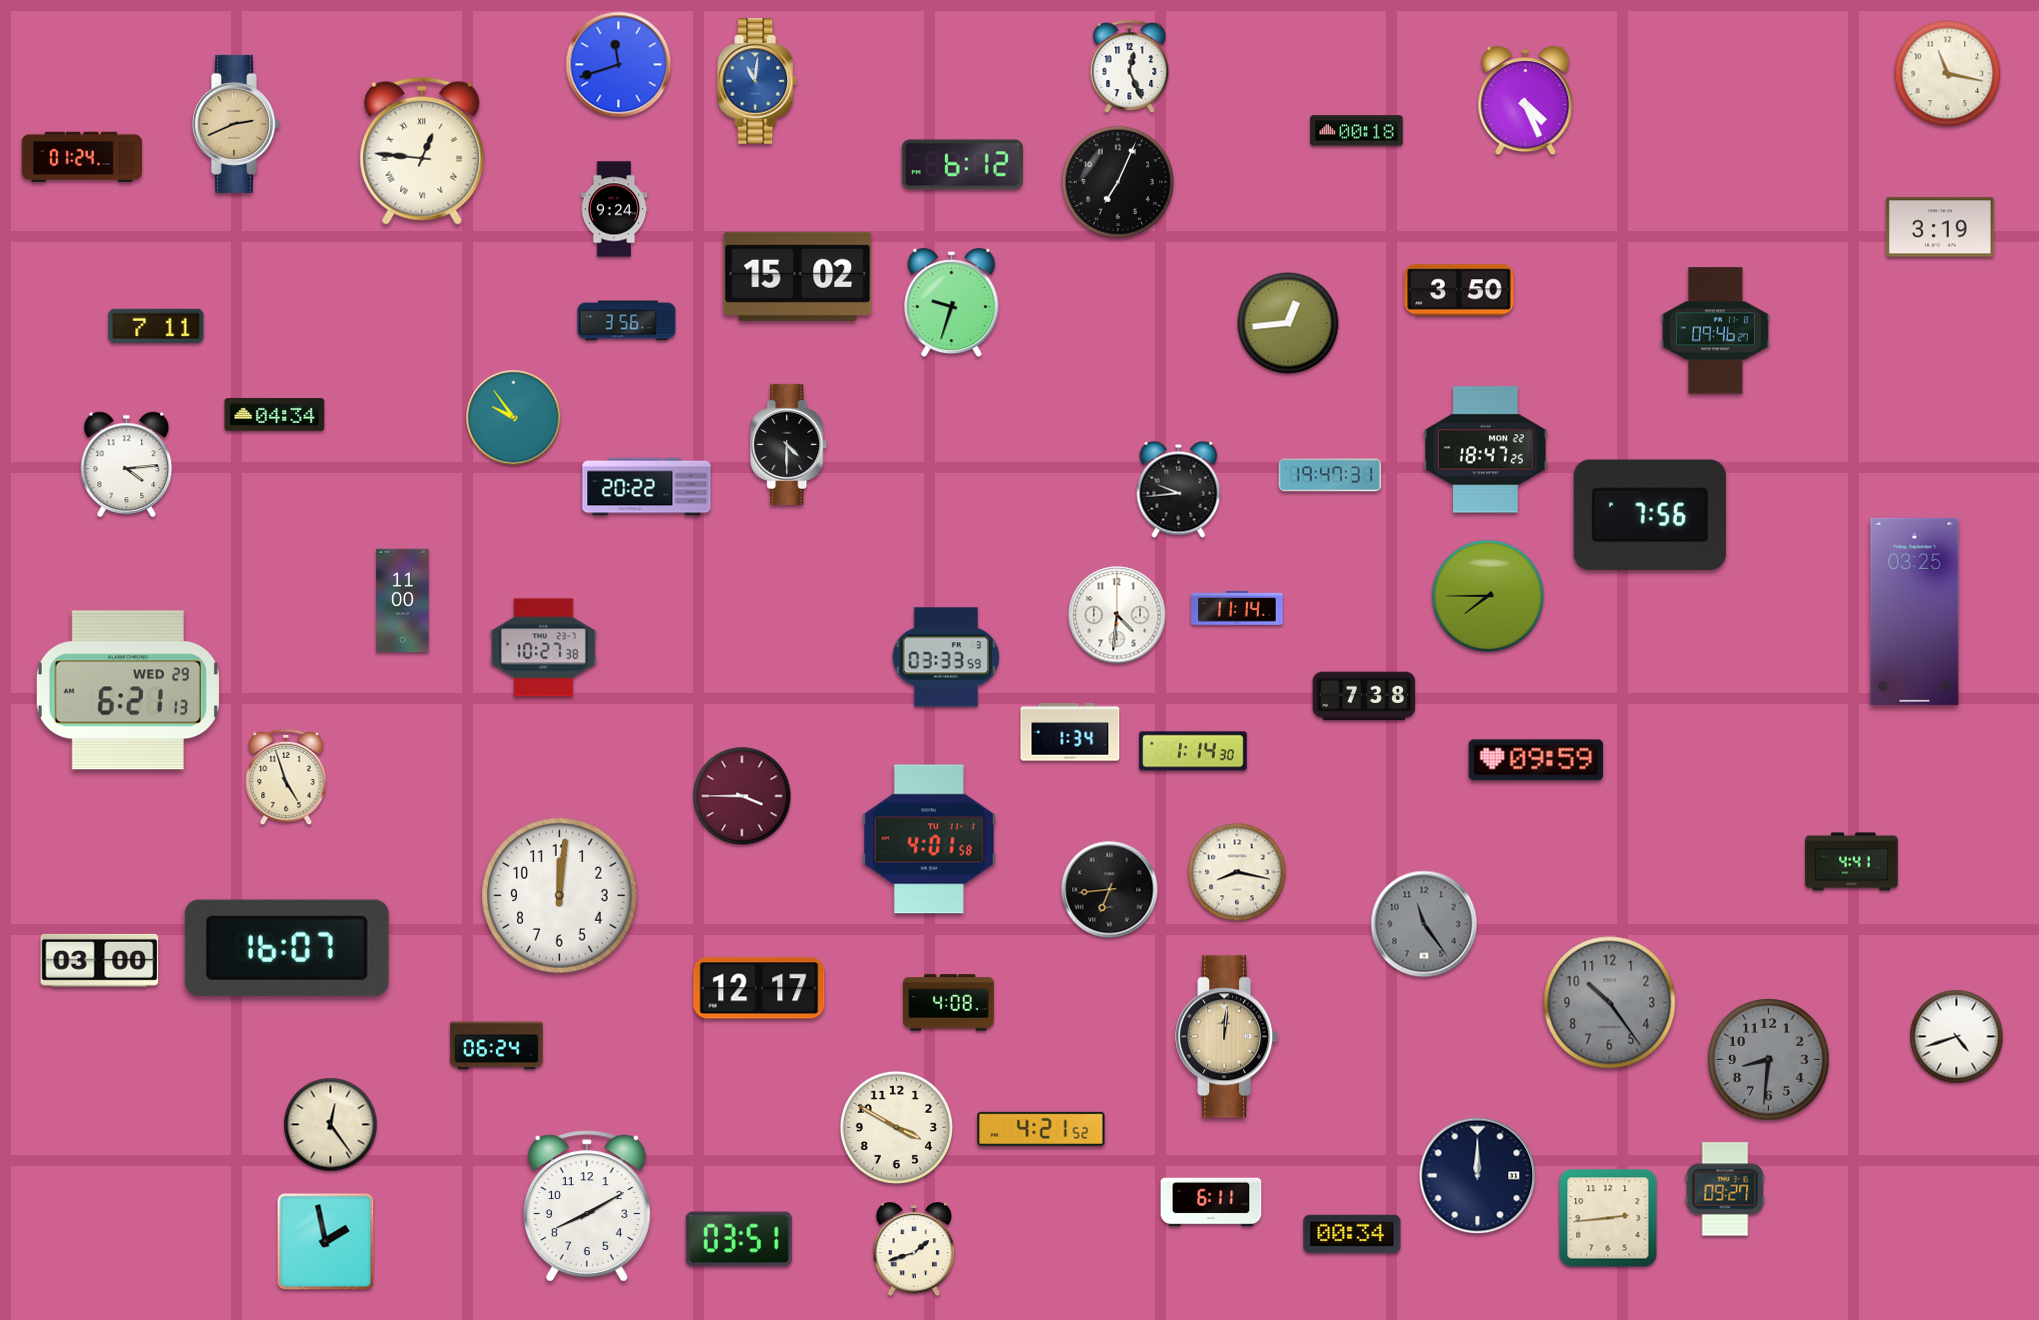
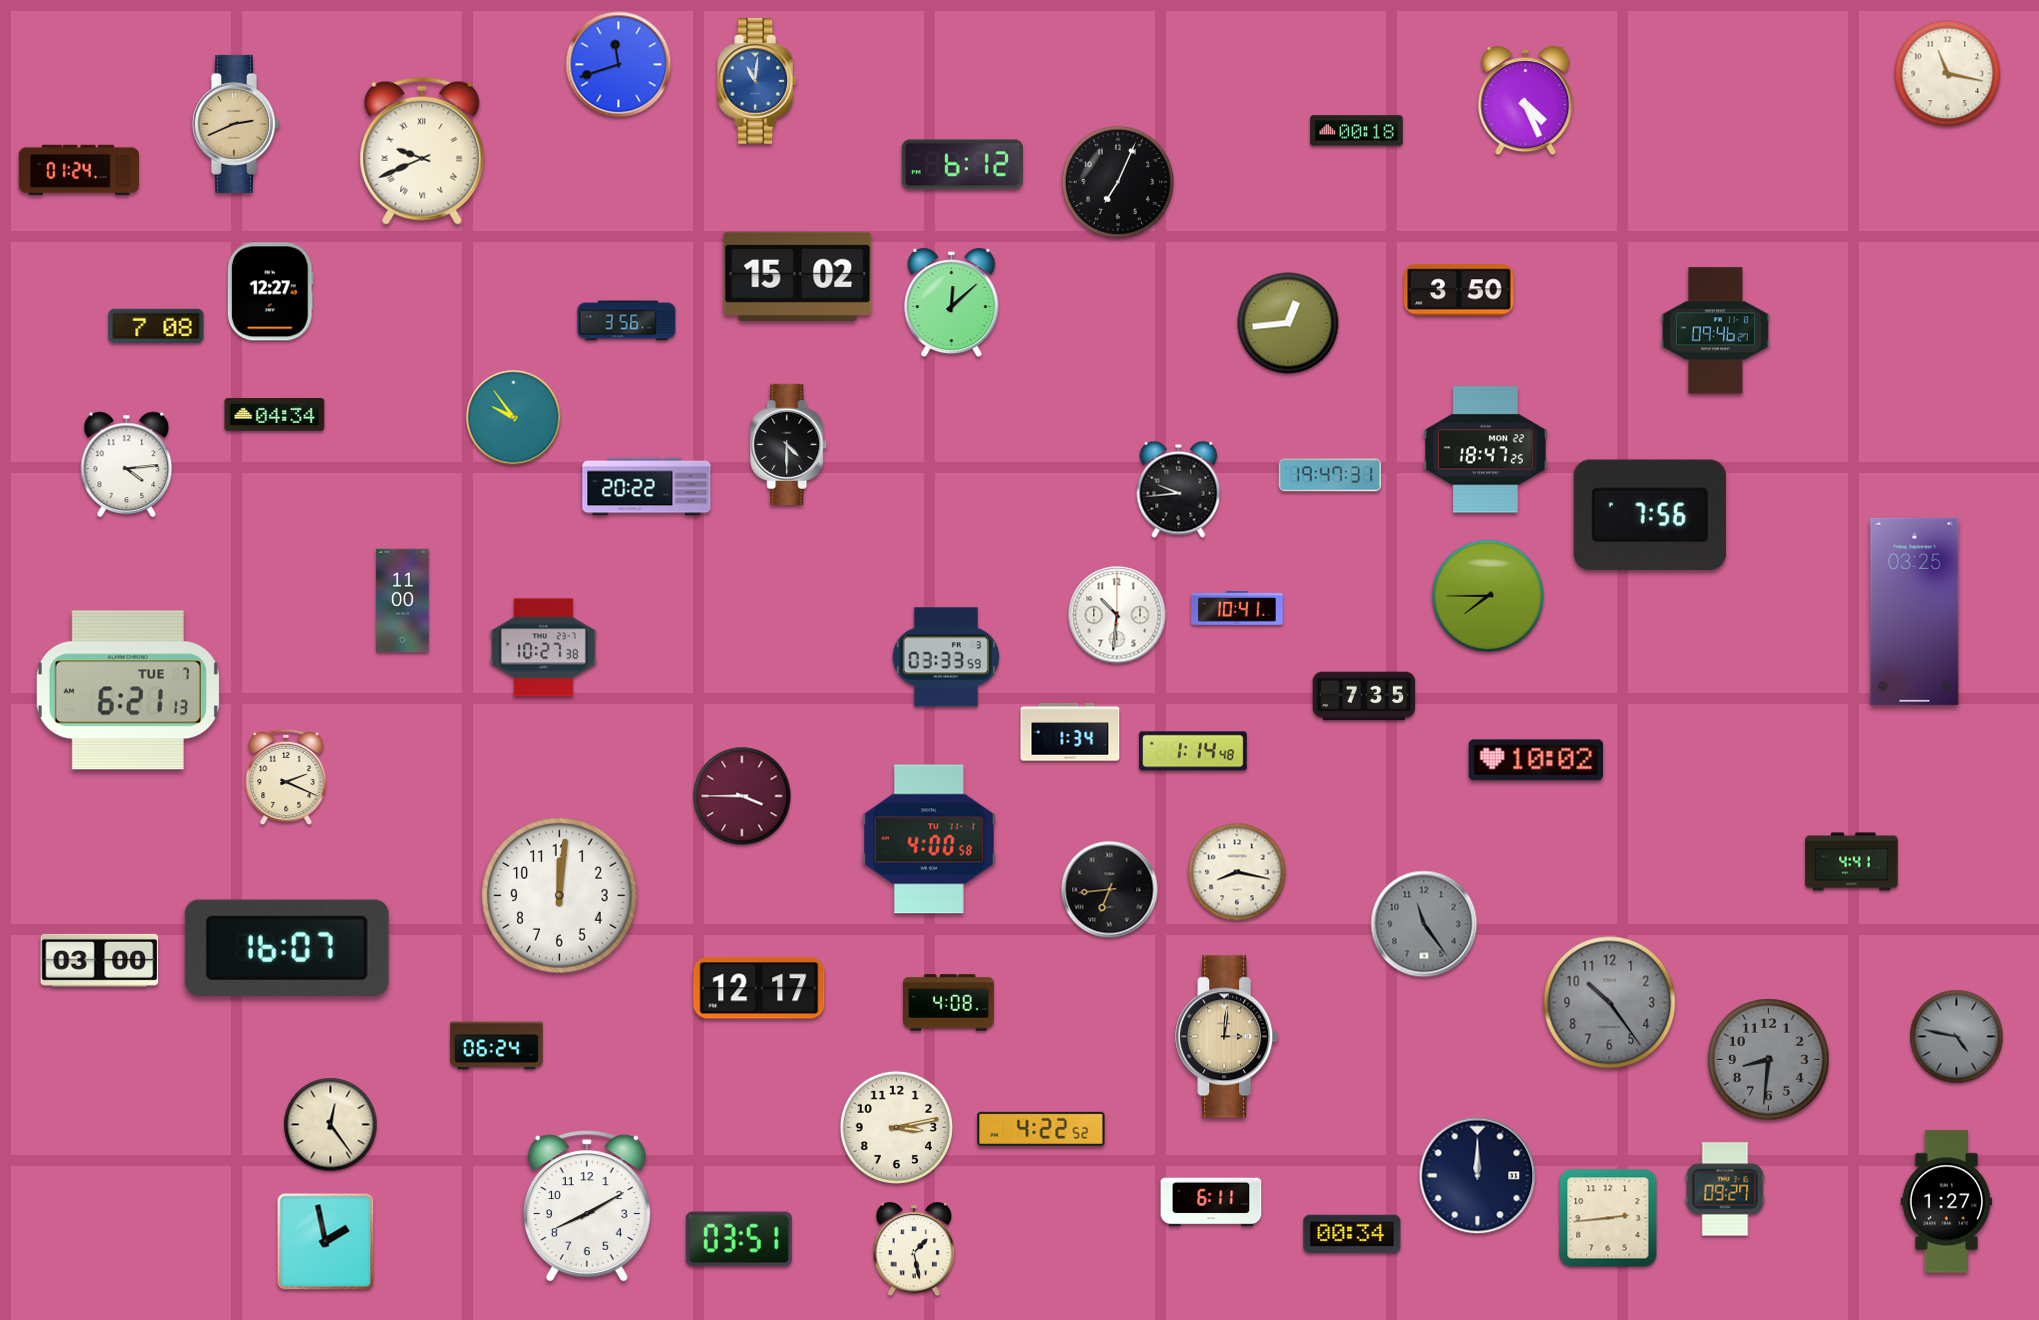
clock at (1130, 67): 12:26 -> none
clock at (422, 151): 12:46 -> 9:41
clock at (82, 156) position: (82, 156) -> (79, 169)
clock at (614, 209): 9:24 -> none
clock at (1941, 227): 3:19 -> none
clock at (270, 292): none -> 12:27
clock at (952, 303): 9:33 -> 12:08
clock at (156, 326): 7:11 -> 7:08
clock at (1237, 608): 11:14 -> 10:41
clock at (1117, 615): 4:31 -> 10:31
clock at (128, 690) date: WED 29 -> TUE 7
clock at (1364, 696): 7:38 -> 7:35
clock at (1193, 751): 1:14:30 -> 1:14:48
clock at (1536, 760): 09:59 -> 10:02
clock at (286, 777): 4:57 -> 2:19
clock at (929, 839): 4:01 -> 4:00
clock at (1227, 1037): 12:01 -> 3:01
clock at (1957, 1037): 4:42 -> 4:47
clock at (1957, 1037) dial: white -> grey
clock at (896, 1127): 3:50 -> 3:13
clock at (1041, 1129): 4:21 -> 4:22
clock at (1947, 1202): none -> 1:27
clock at (914, 1250): 1:42 -> 1:28
